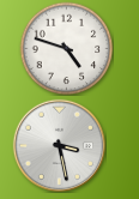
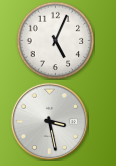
clock at (66, 48): 4:48 -> 5:04
